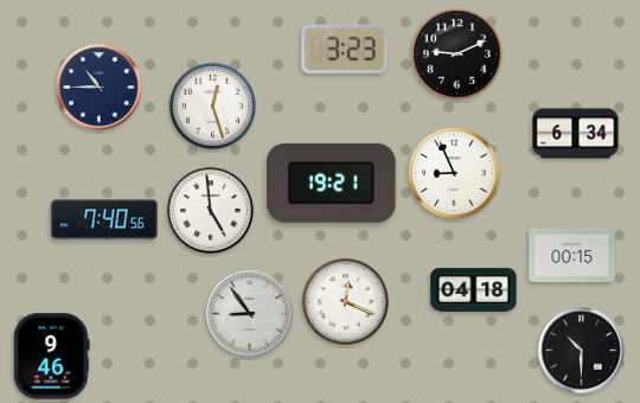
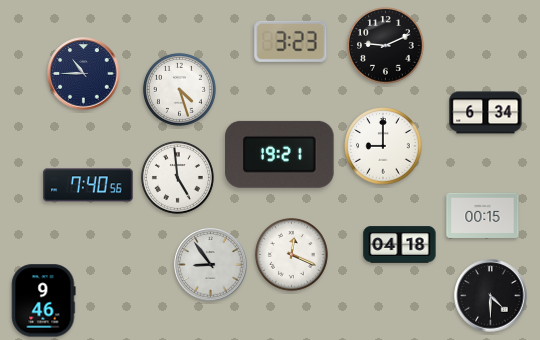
clock at (212, 105): 12:27 -> 4:27
clock at (454, 173): 8:56 -> 9:00
clock at (582, 351): 10:30 -> 4:30
